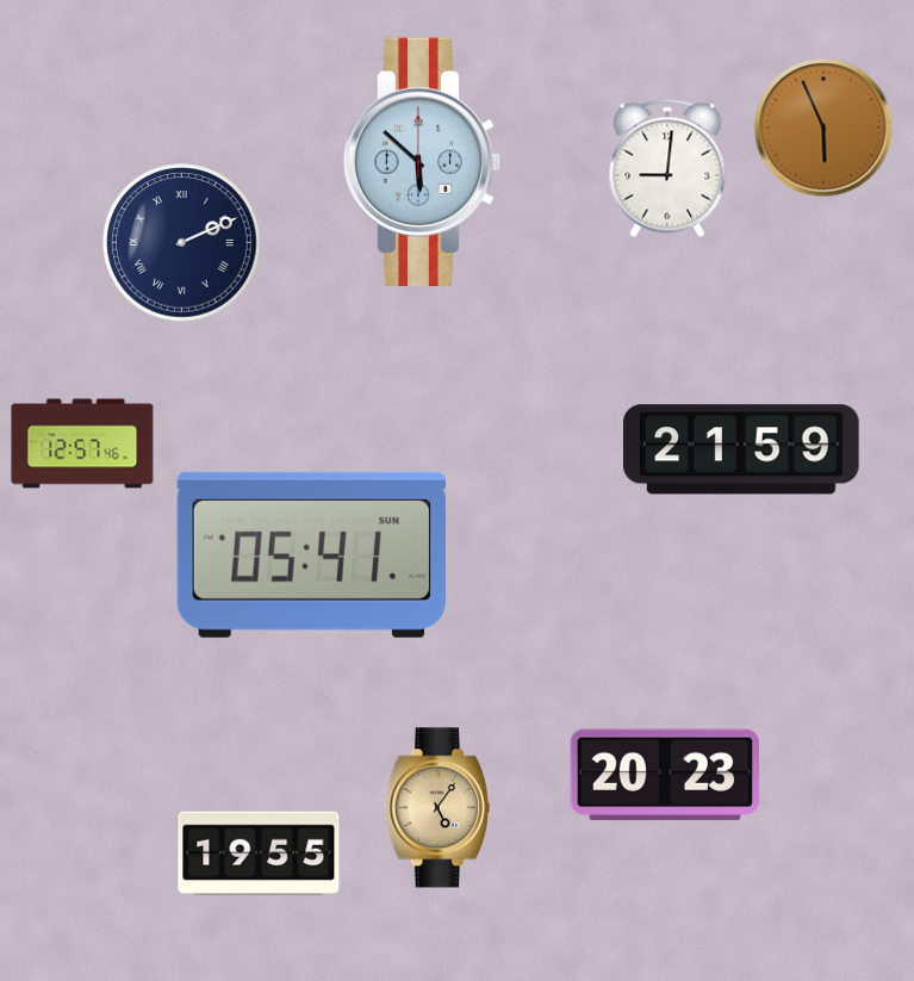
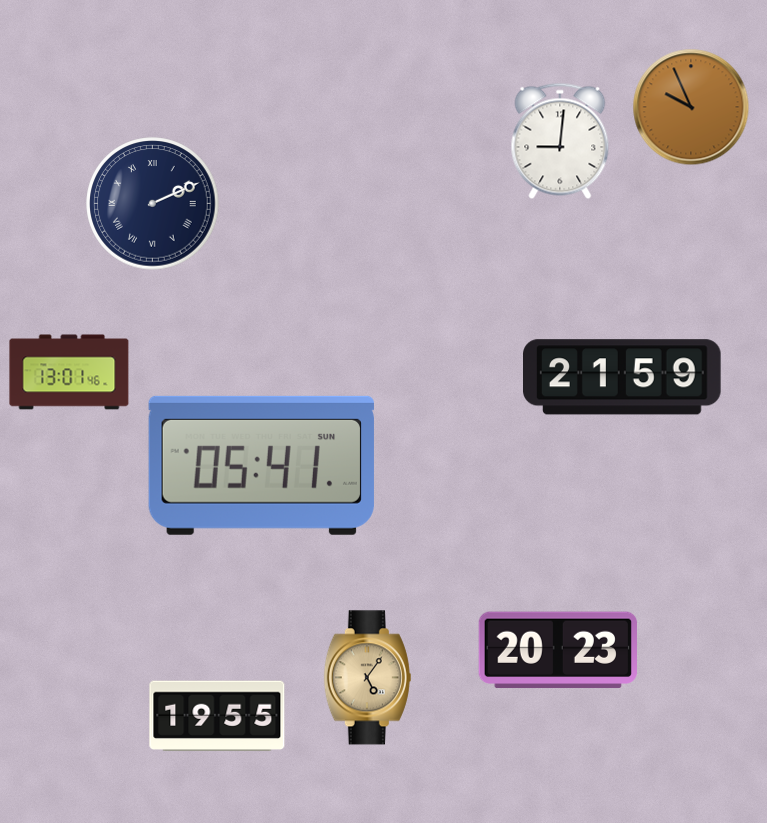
clock at (823, 128): 5:56 -> 9:56
clock at (422, 162): 5:52 -> none
clock at (82, 443): 12:57 -> 13:01
